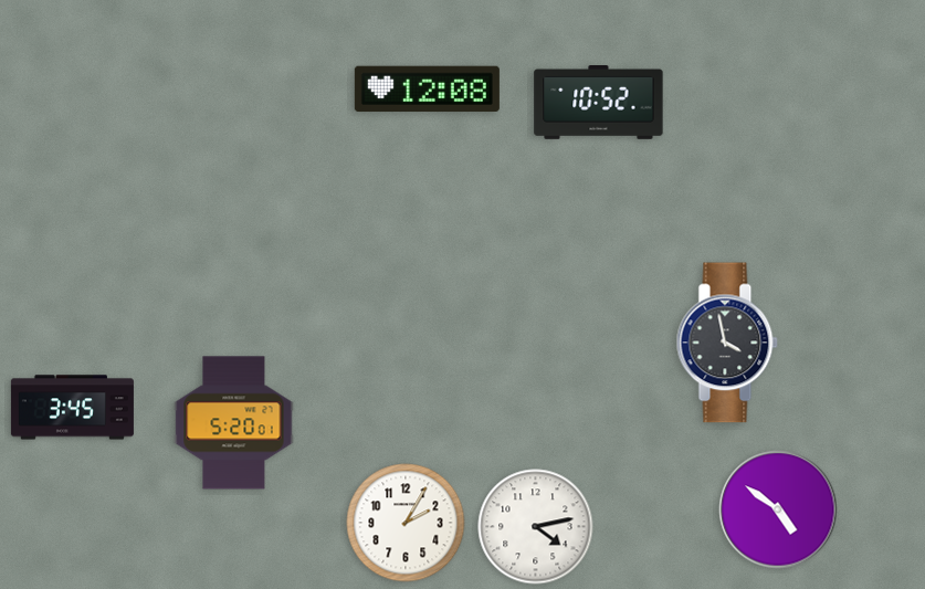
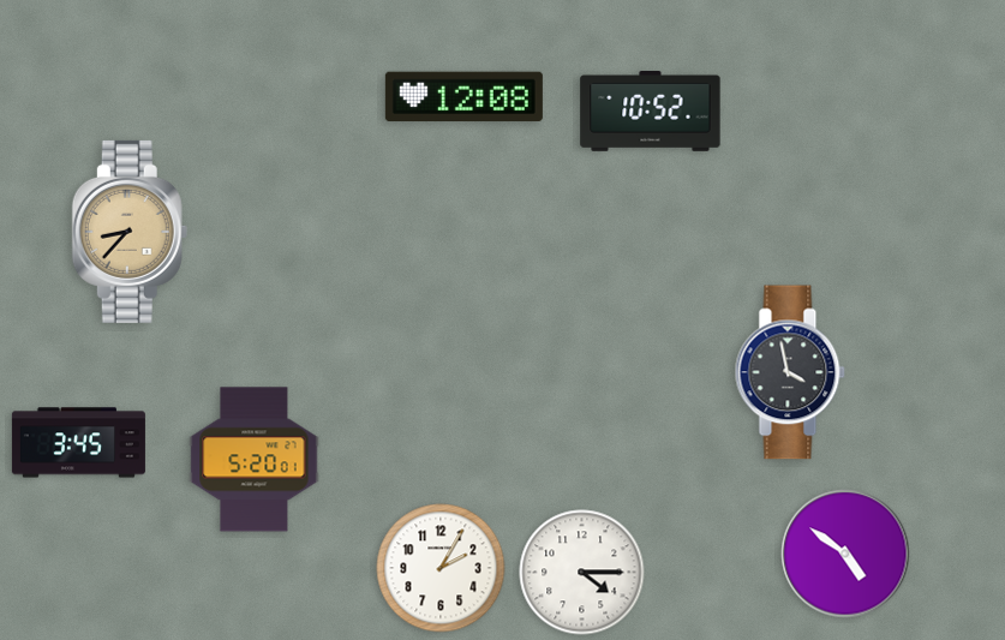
clock at (130, 232): none -> 8:37
clock at (536, 527): 4:13 -> 4:15
